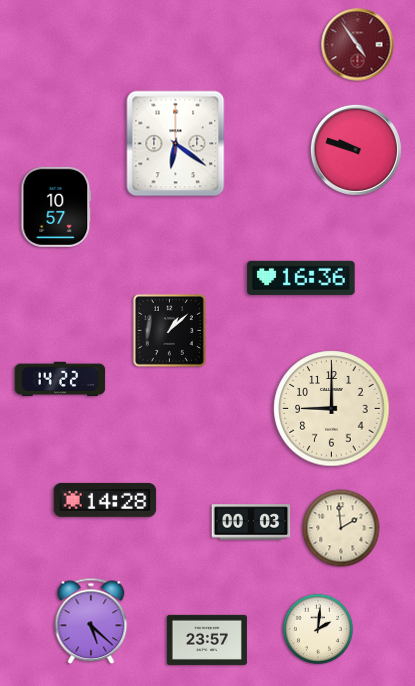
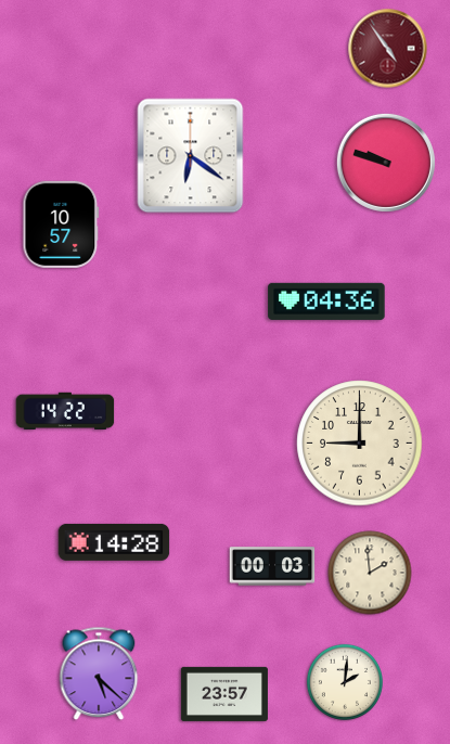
clock at (301, 278): 16:36 -> 04:36
clock at (169, 330): 1:08 -> none
